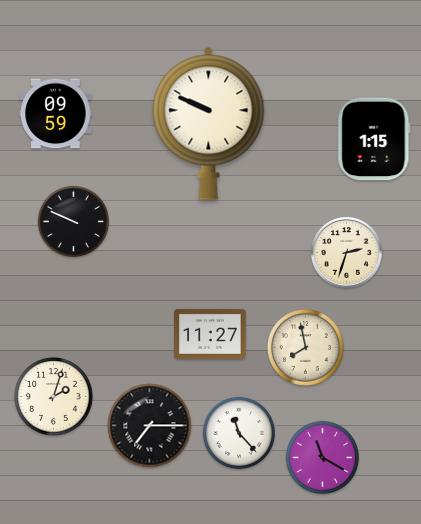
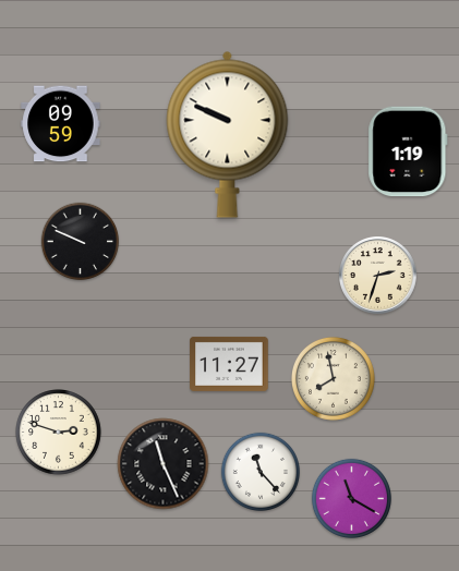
clock at (374, 139): 1:15 -> 1:19
clock at (54, 397): 2:03 -> 2:48
clock at (150, 426): 7:15 -> 11:26
